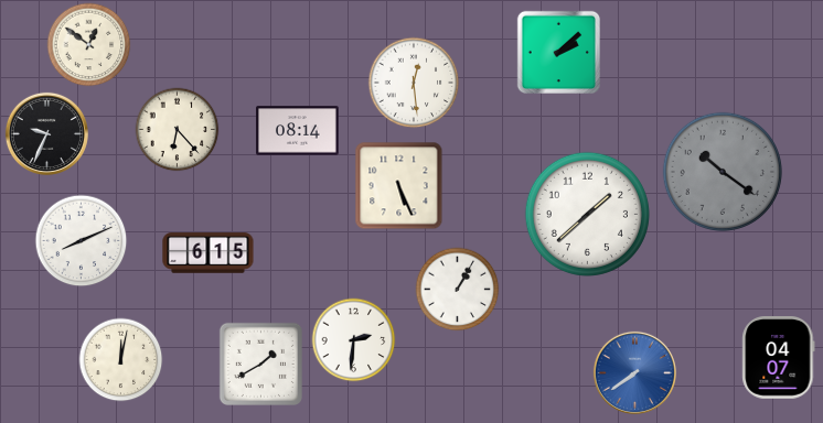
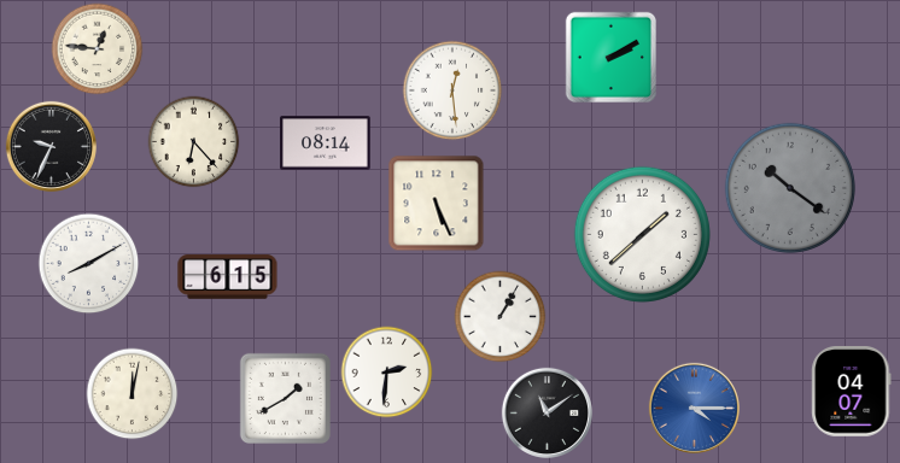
clock at (89, 45): 12:51 -> 12:46
clock at (558, 52): 2:08 -> 2:10
clock at (82, 241): 8:11 -> 8:10
clock at (634, 372): 7:39 -> 4:15
clock at (547, 412): none -> 11:09
